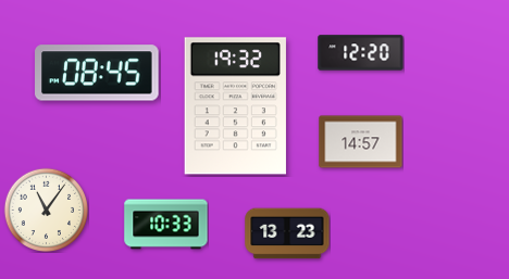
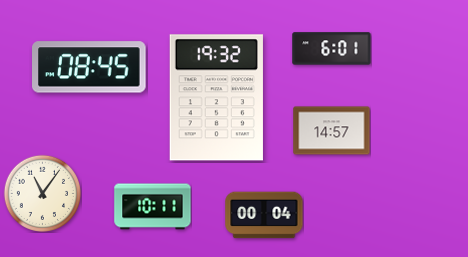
clock at (361, 53): 12:20 -> 6:01
clock at (166, 225): 10:33 -> 10:11
clock at (287, 233): 13:23 -> 00:04
